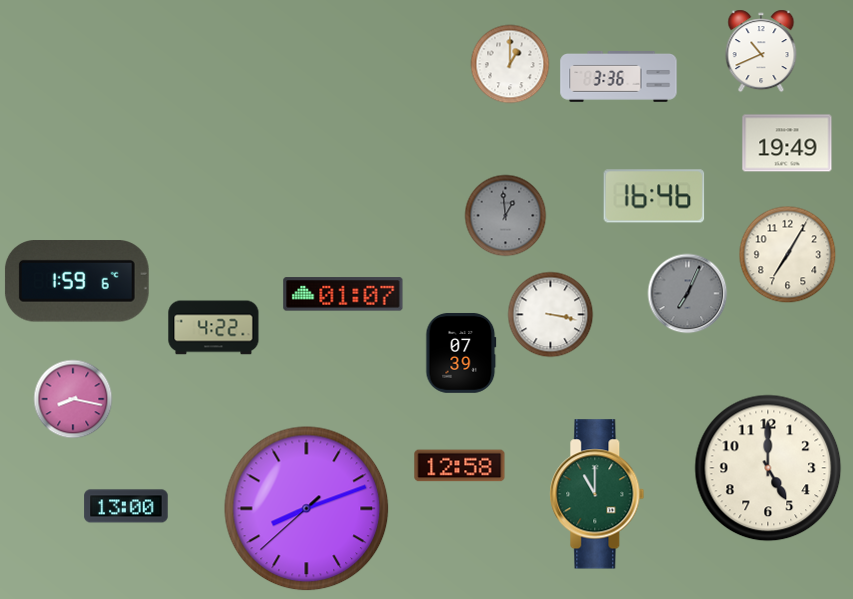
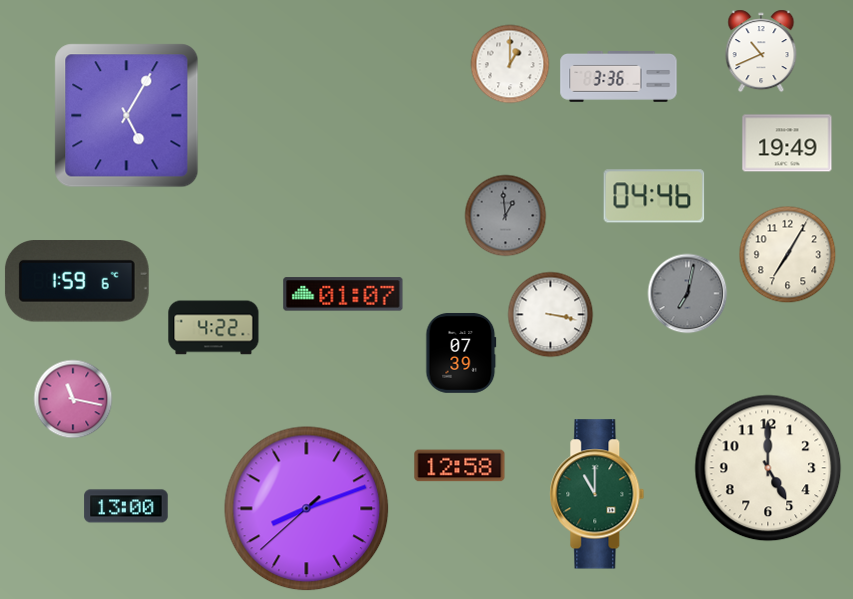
clock at (127, 116): none -> 5:05
clock at (654, 196): 16:46 -> 04:46
clock at (688, 294): 7:04 -> 7:02
clock at (73, 399): 8:17 -> 11:17
